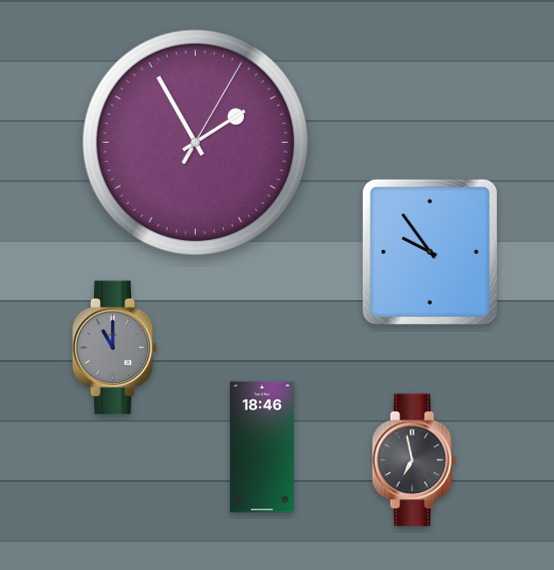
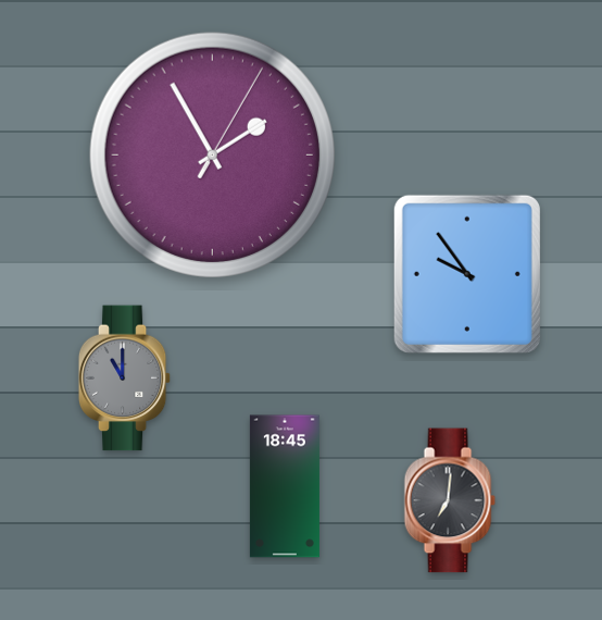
clock at (262, 447): 18:46 -> 18:45
clock at (414, 460): 6:58 -> 7:01
